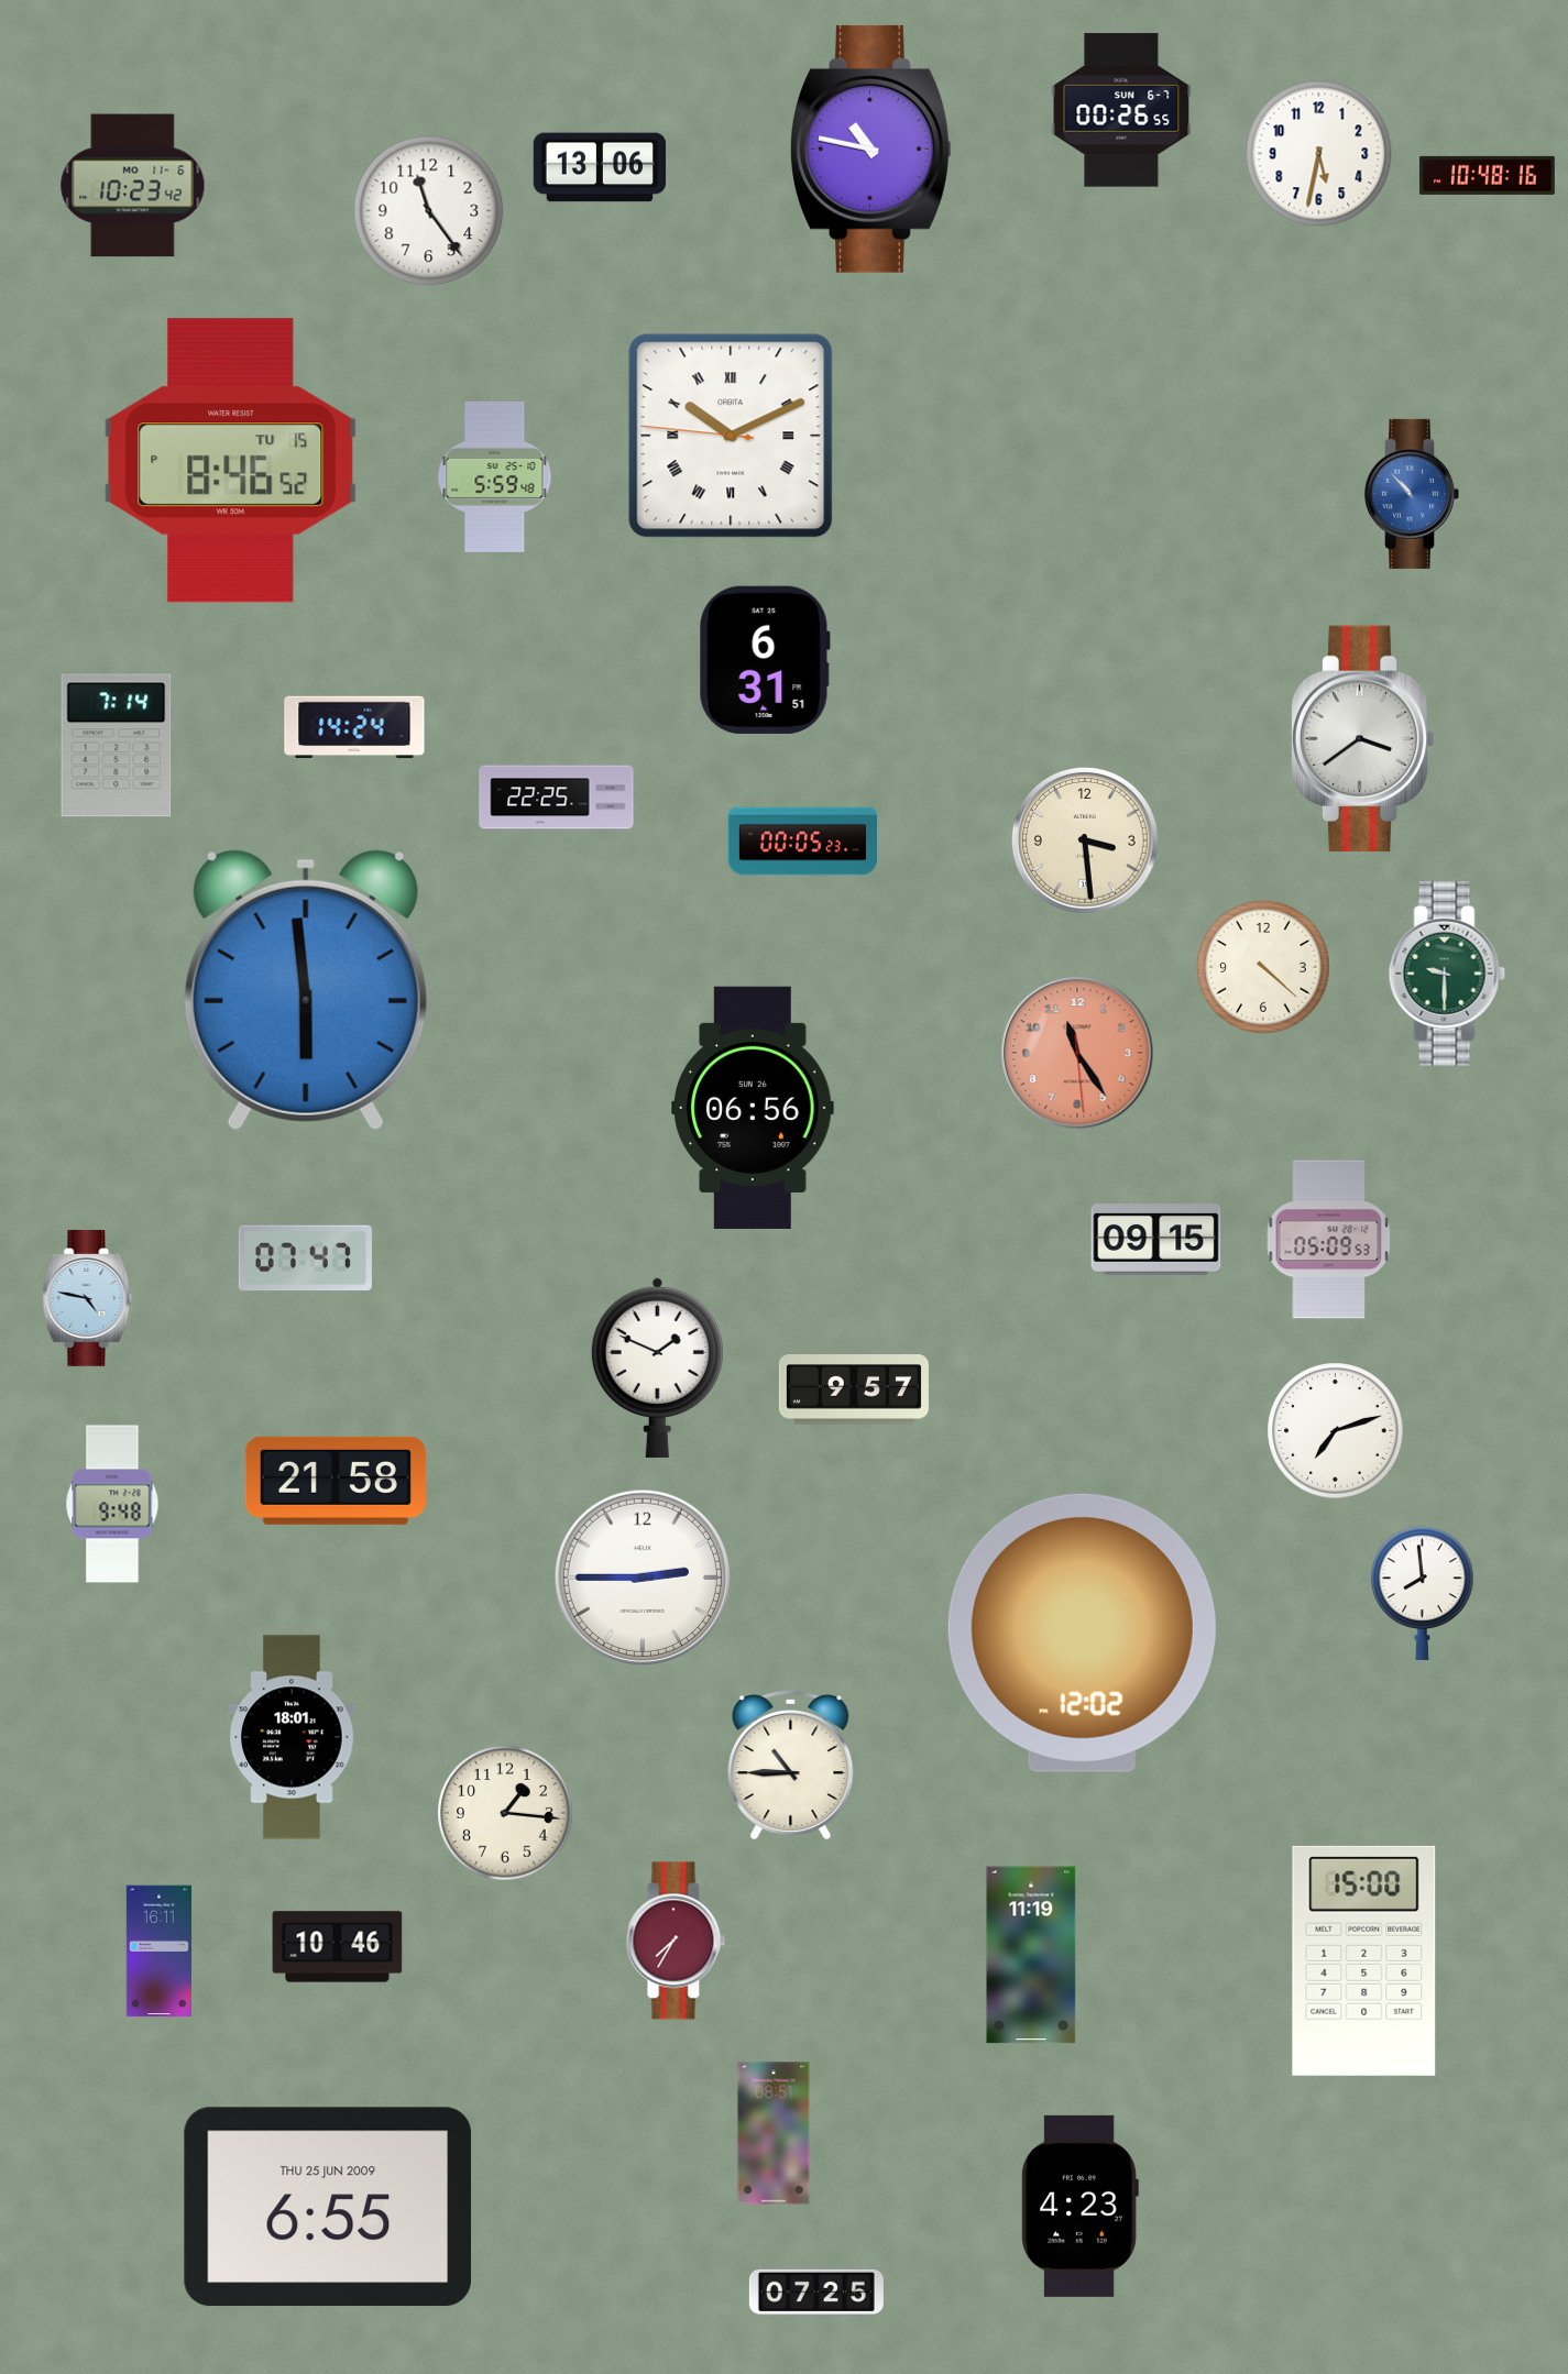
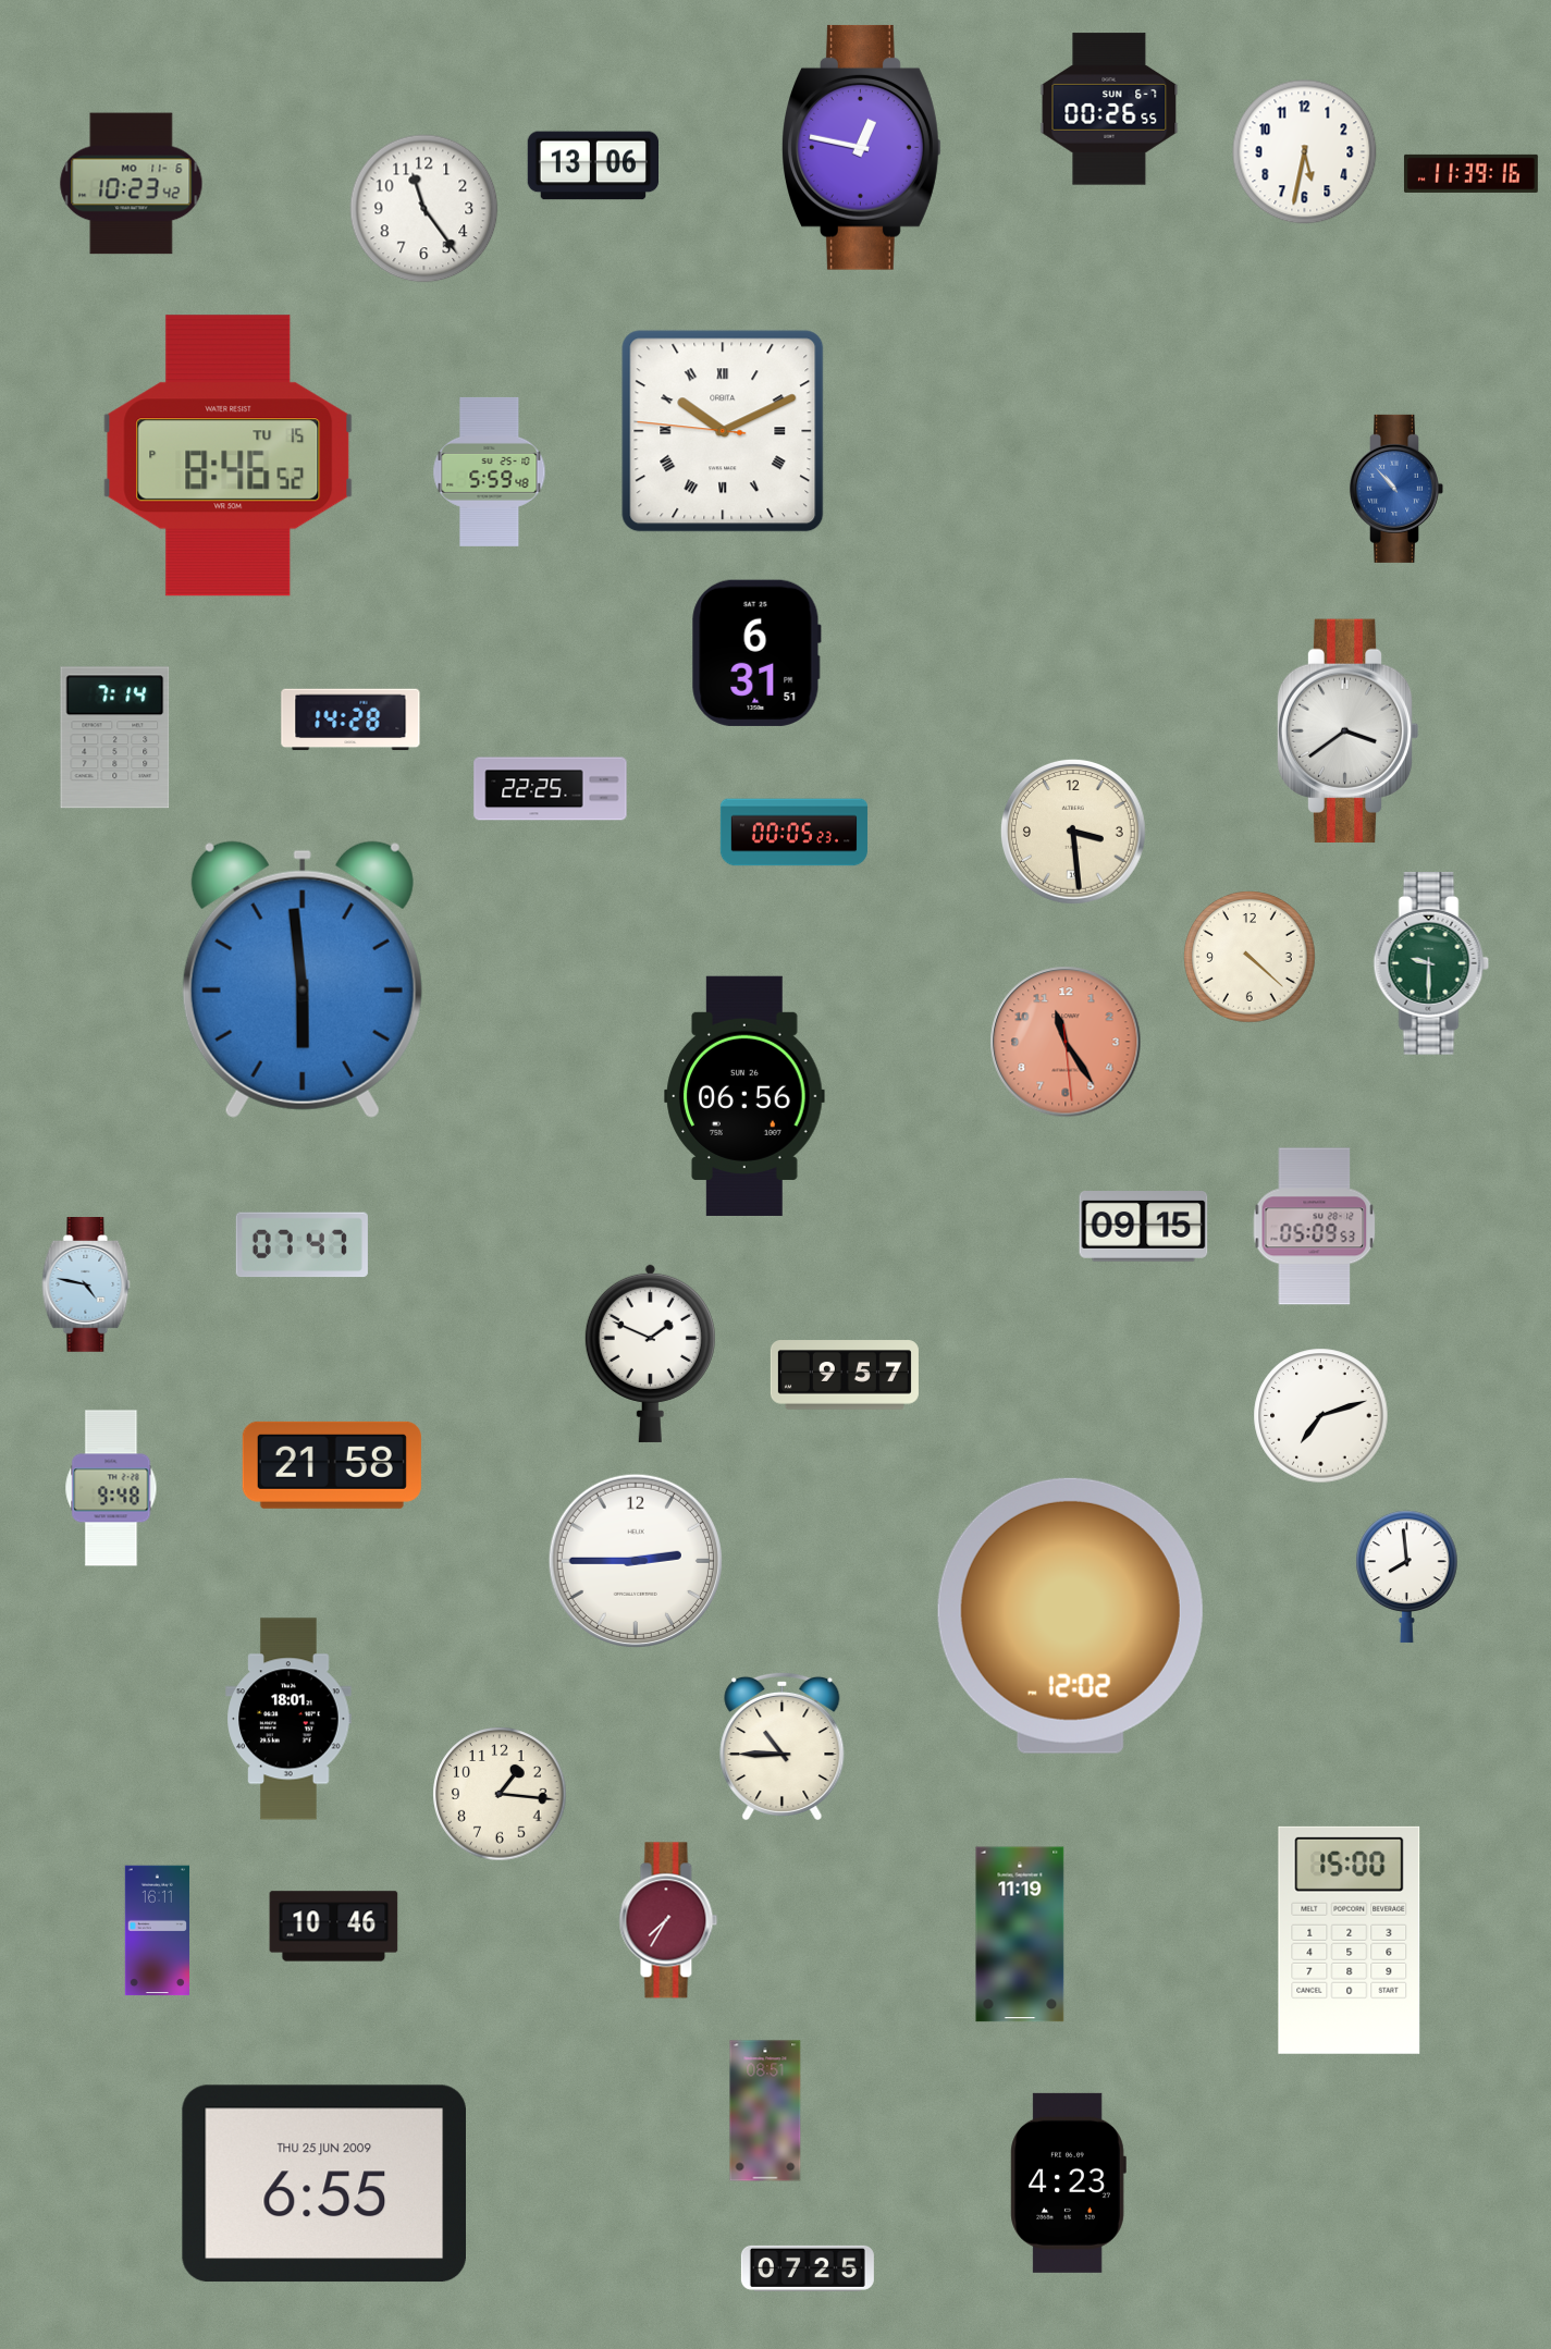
clock at (871, 149): 10:47 -> 12:47
clock at (1487, 175): 10:48 -> 11:39
clock at (354, 727): 14:24 -> 14:28
